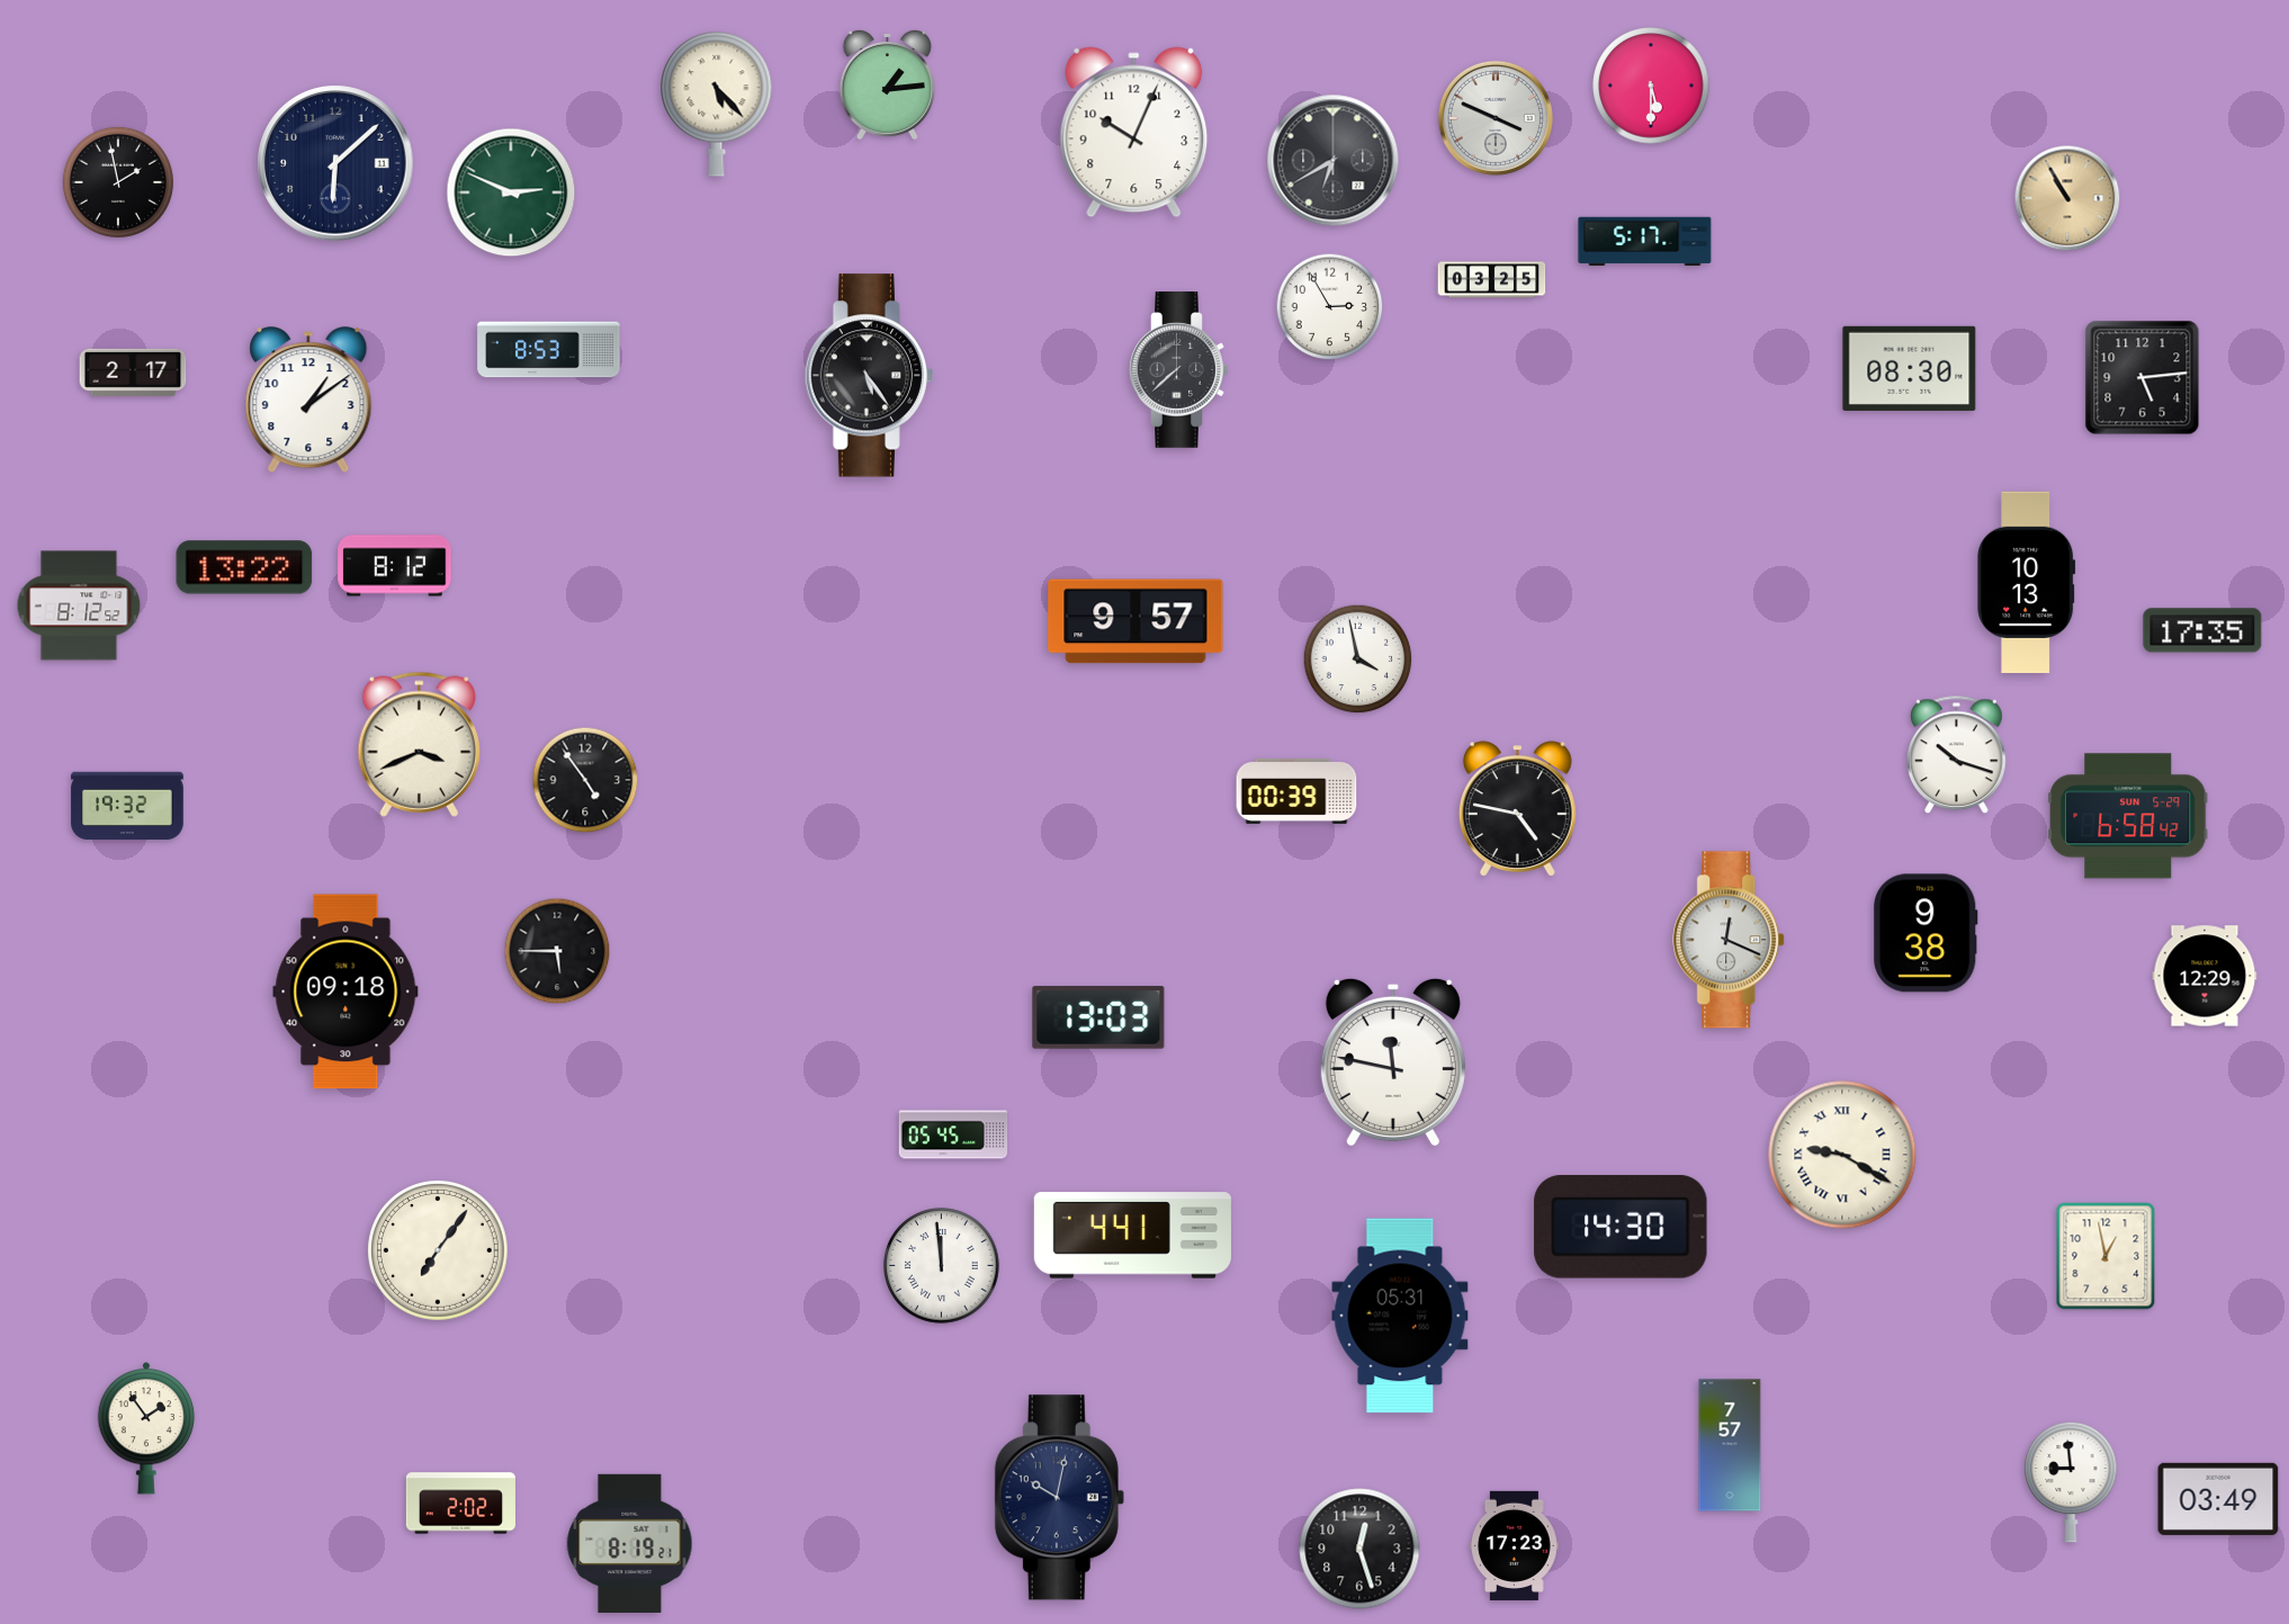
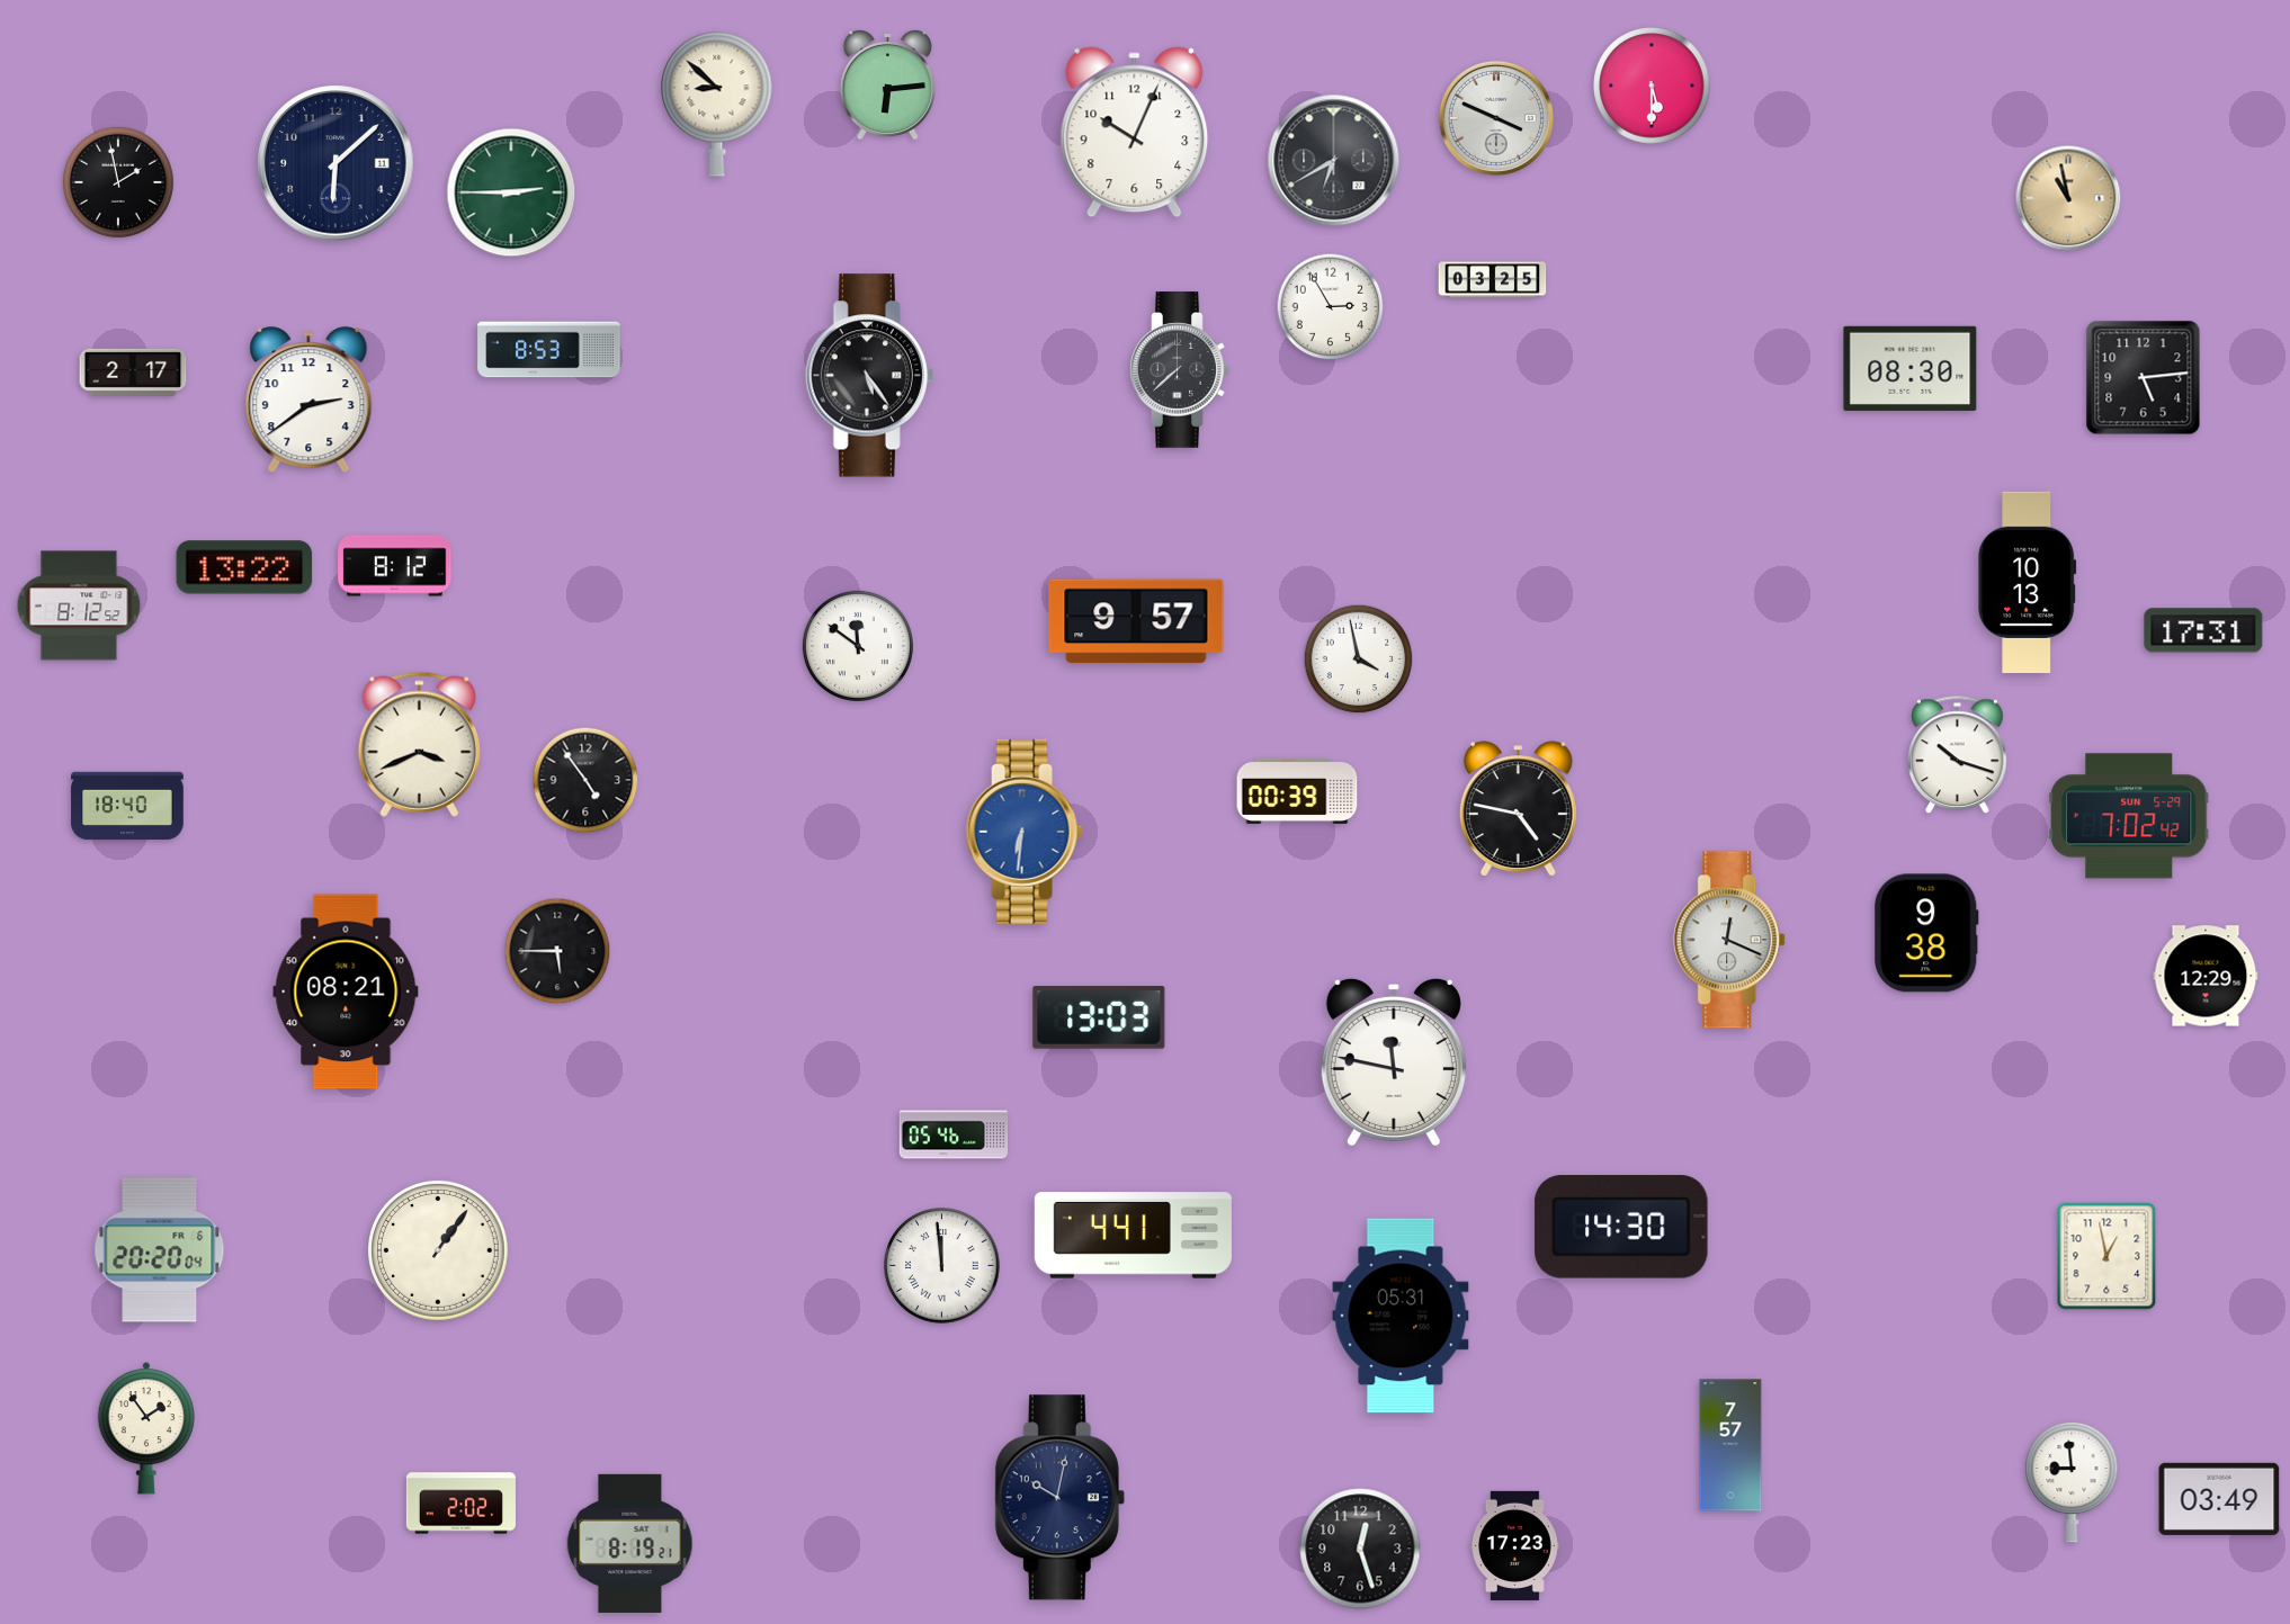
clock at (887, 84): 1:14 -> 6:14
clock at (717, 104): 5:23 -> 8:52
clock at (511, 192): 2:49 -> 2:45
clock at (2067, 198): 10:55 -> 10:58
clock at (1645, 242): 5:17 -> none
clock at (308, 401): 1:09 -> 2:39
clock at (2202, 630): 17:35 -> 17:31
clock at (858, 646): none -> 11:51
clock at (127, 806): 19:32 -> 18:40
clock at (2128, 816): 6:58 -> 7:02
clock at (1025, 832): none -> 6:31
clock at (345, 992): 09:18 -> 08:21
clock at (953, 1134): 05:45 -> 05:46
clock at (1842, 1155): 9:20 -> none
clock at (160, 1250): none -> 20:20
clock at (439, 1251): 7:06 -> 1:06
